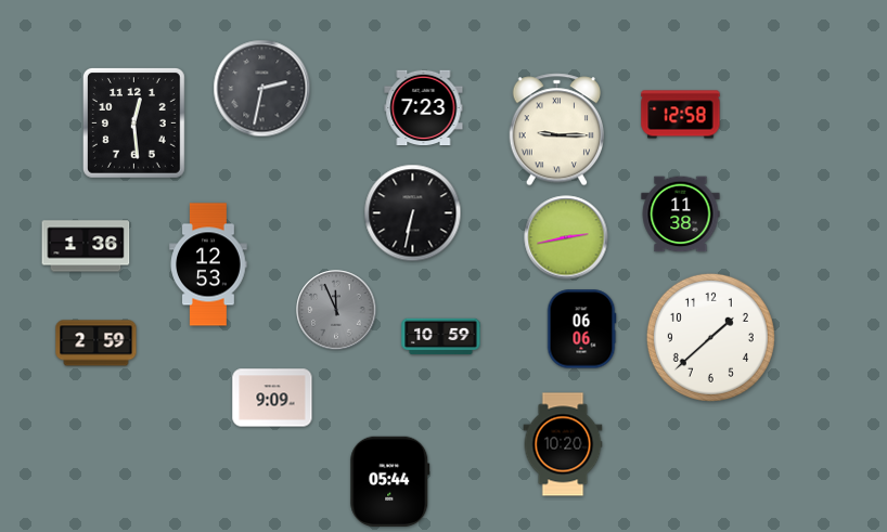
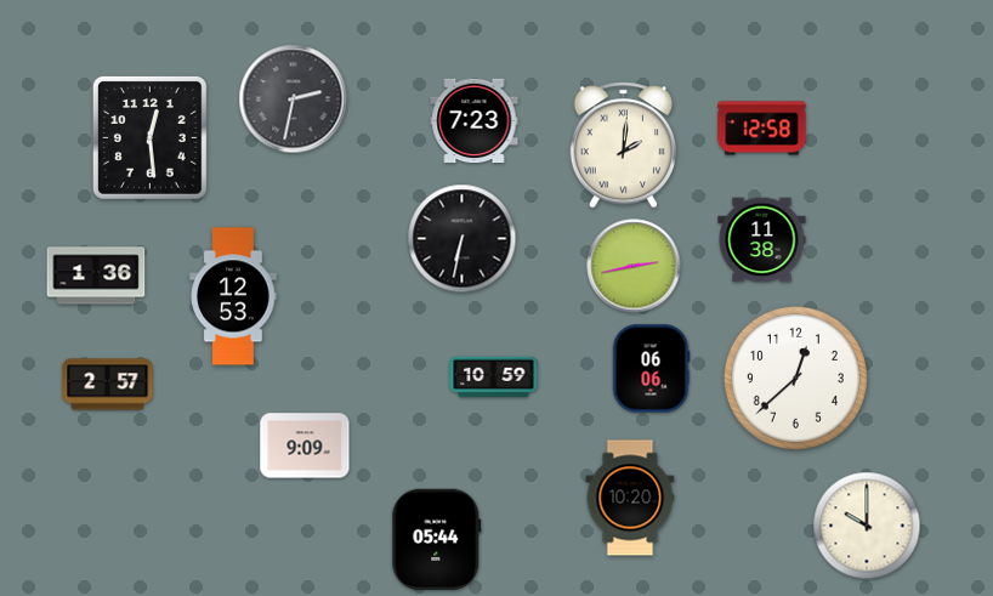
clock at (556, 130): 9:15 -> 2:01
clock at (336, 310): 11:56 -> none
clock at (710, 337): 1:38 -> 12:38
clock at (97, 343): 2:59 -> 2:57
clock at (867, 526): none -> 10:00
